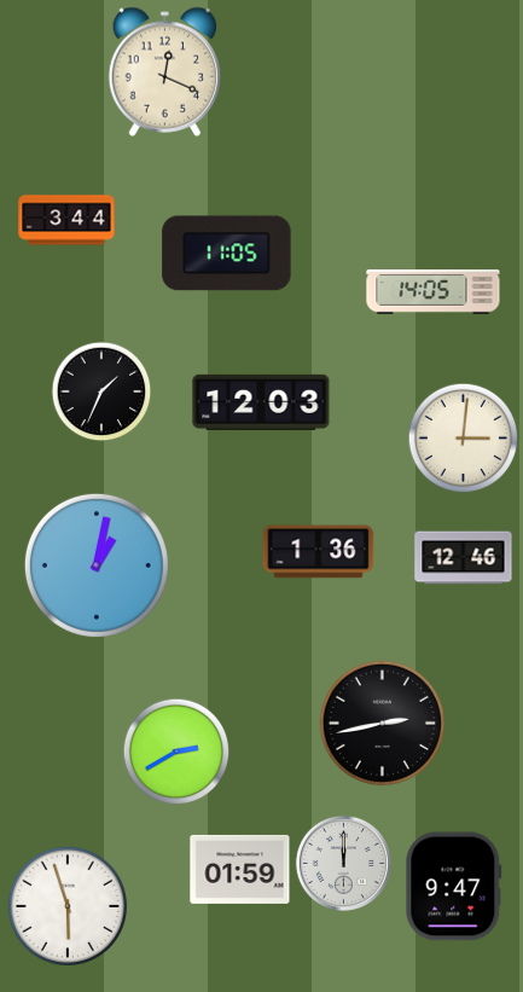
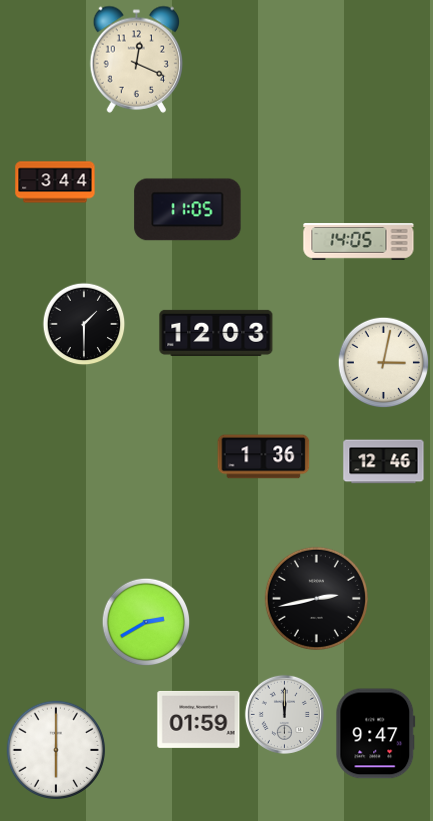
clock at (101, 391): 1:34 -> 1:30
clock at (464, 439): 3:01 -> 3:02
clock at (97, 565): 1:02 -> none
clock at (68, 906): 5:57 -> 6:00
